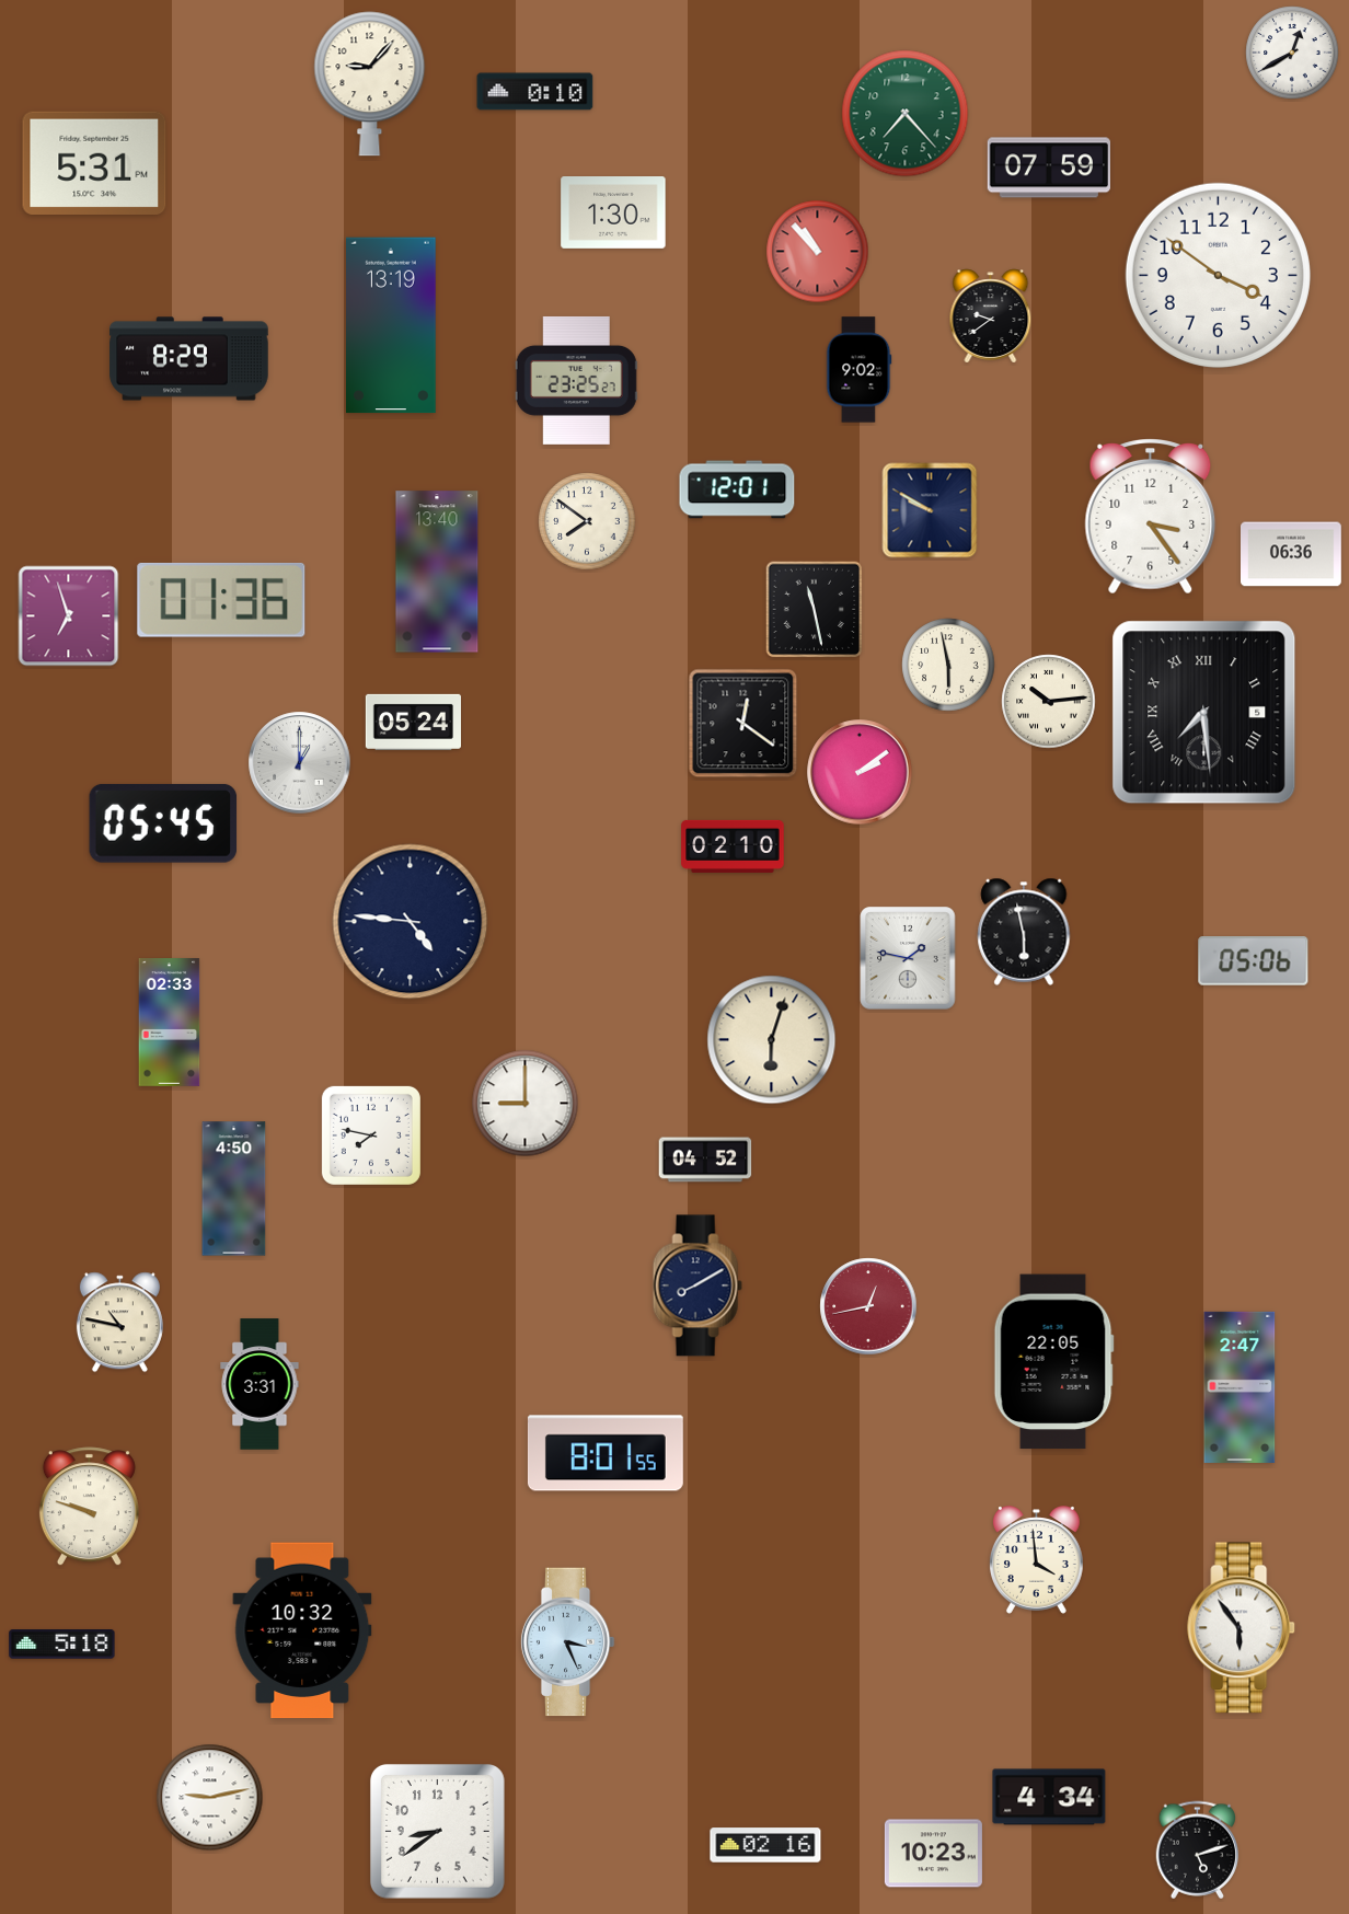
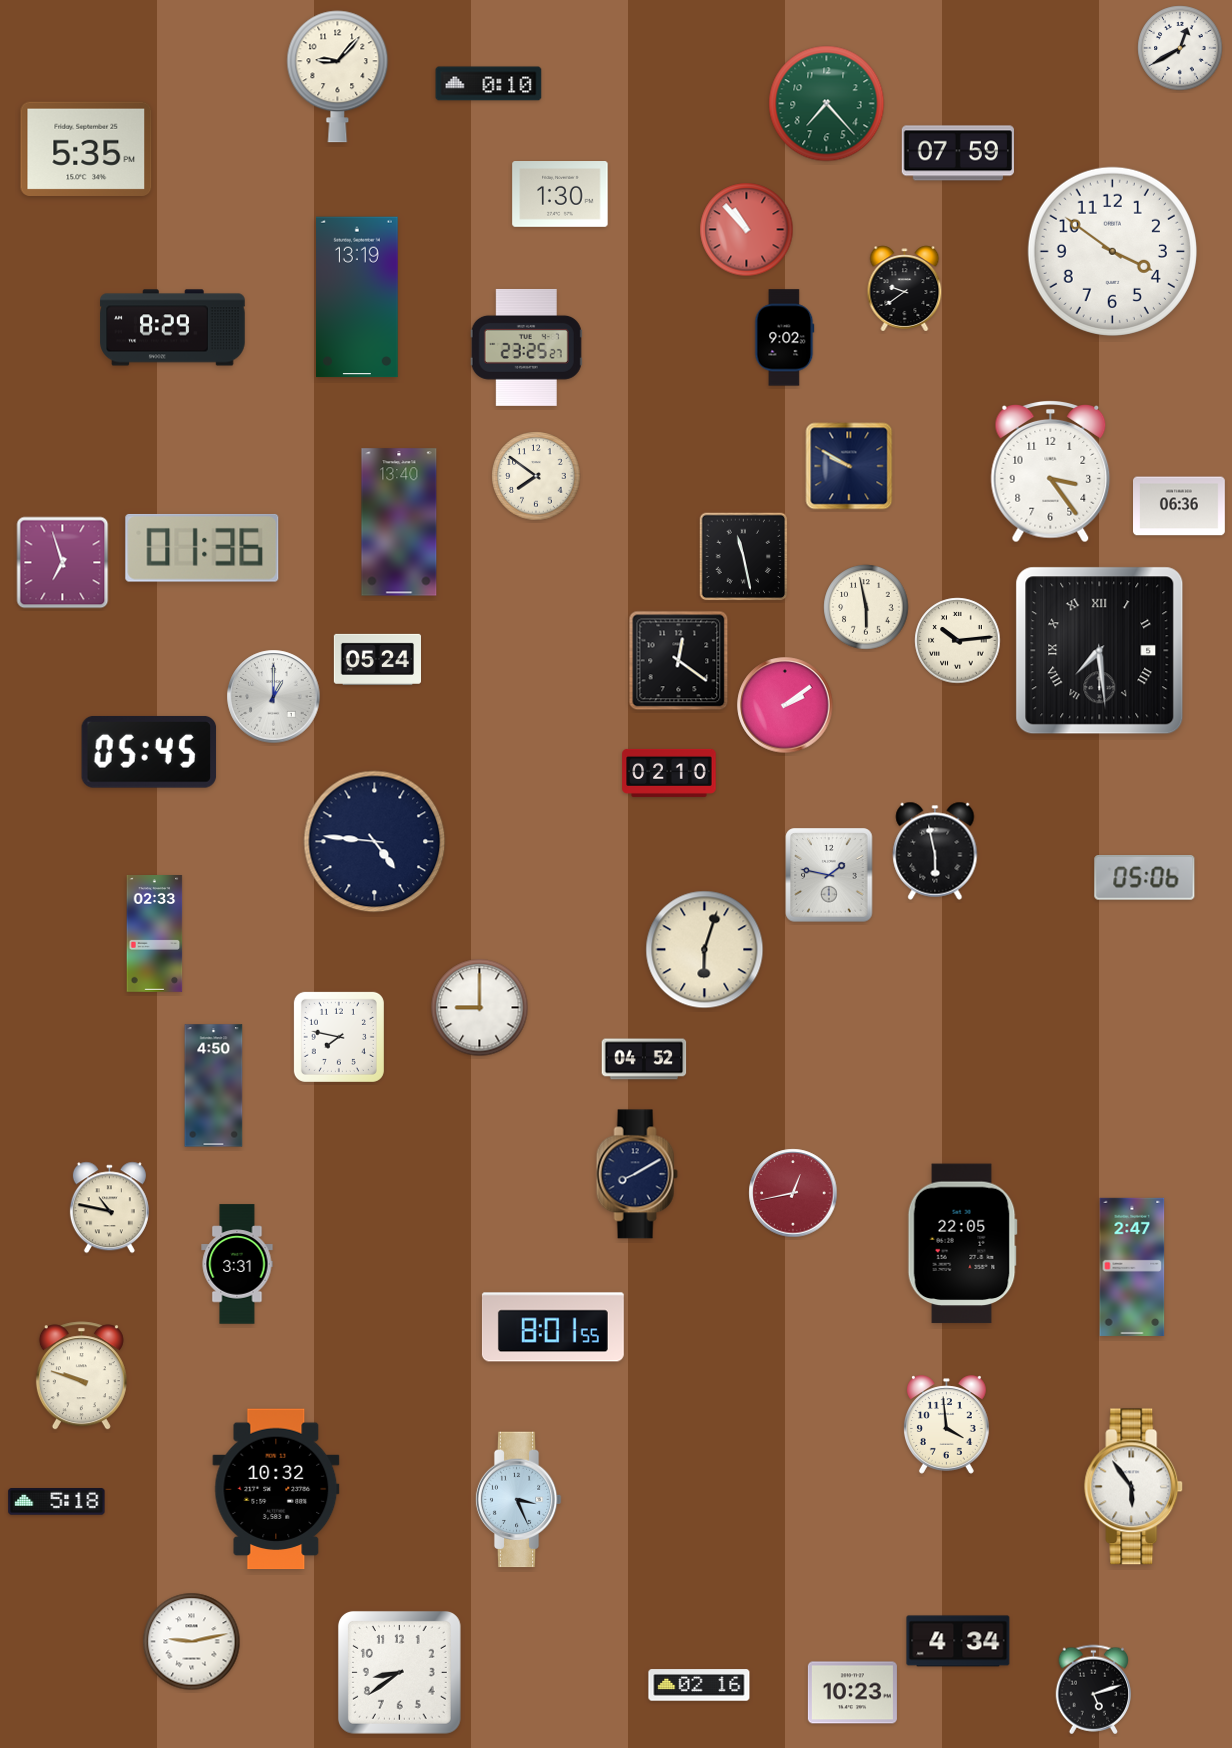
clock at (94, 163): 5:31 -> 5:35
clock at (737, 489): 12:01 -> none
